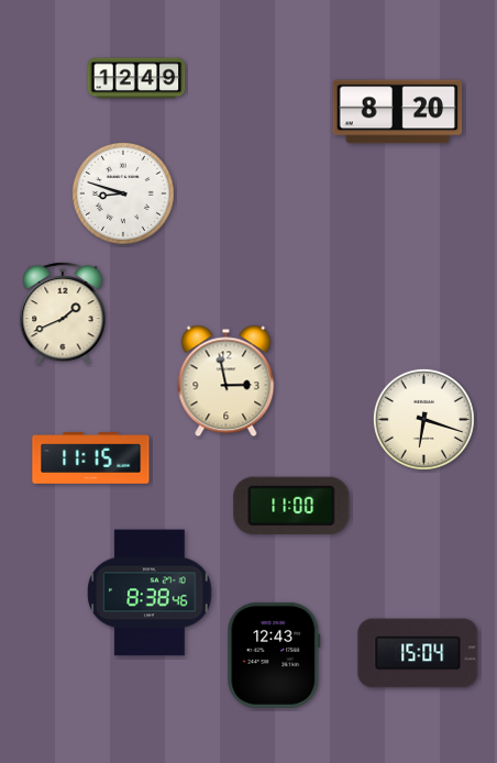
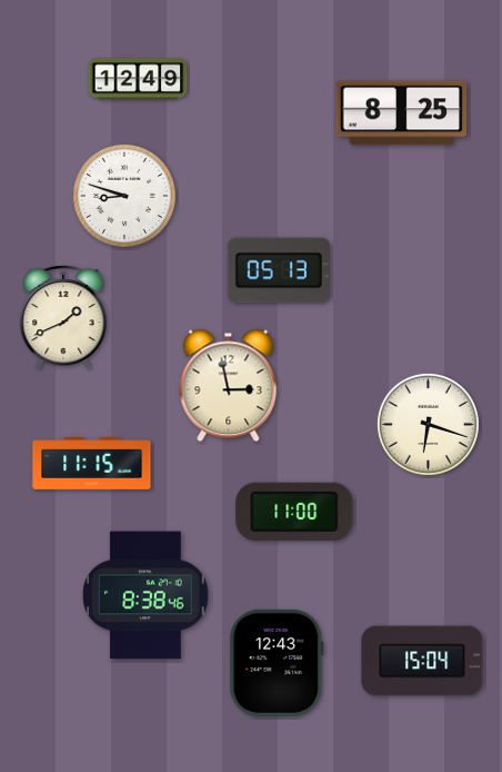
clock at (398, 112): 8:20 -> 8:25
clock at (279, 270): none -> 05:13
clock at (150, 593) position: (150, 593) -> (145, 595)
